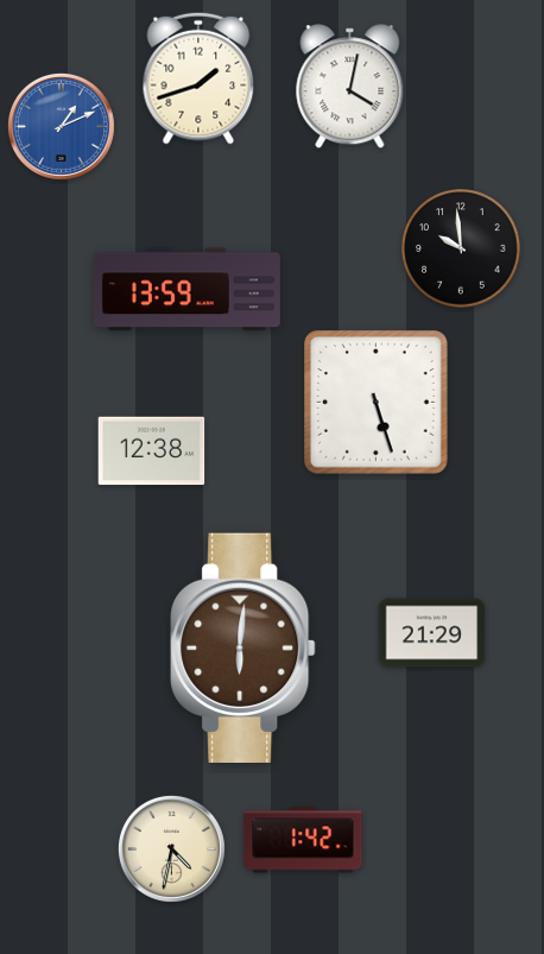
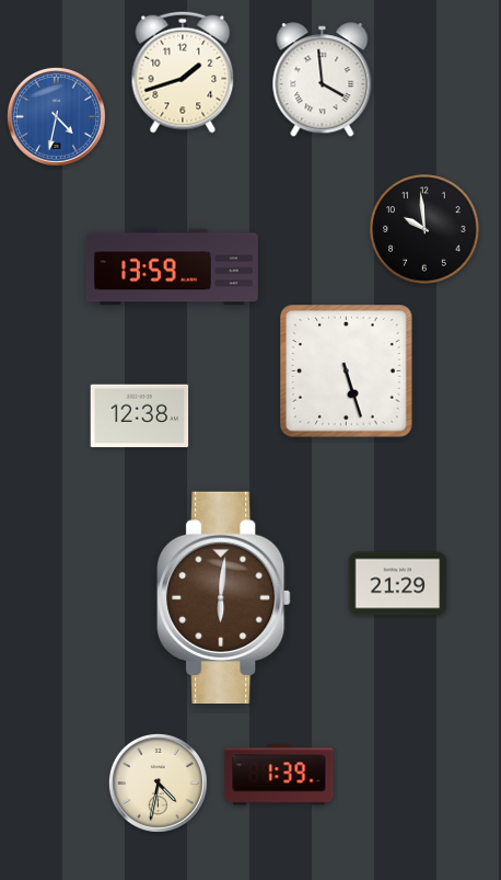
clock at (350, 87): 4:02 -> 3:59
clock at (61, 126): 1:11 -> 4:32
clock at (303, 840): 1:42 -> 1:39
